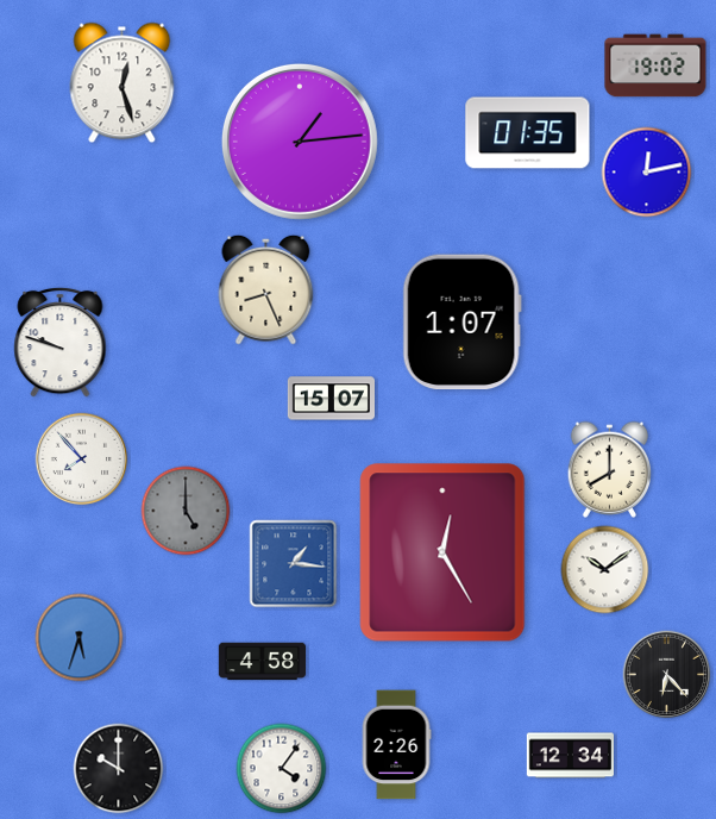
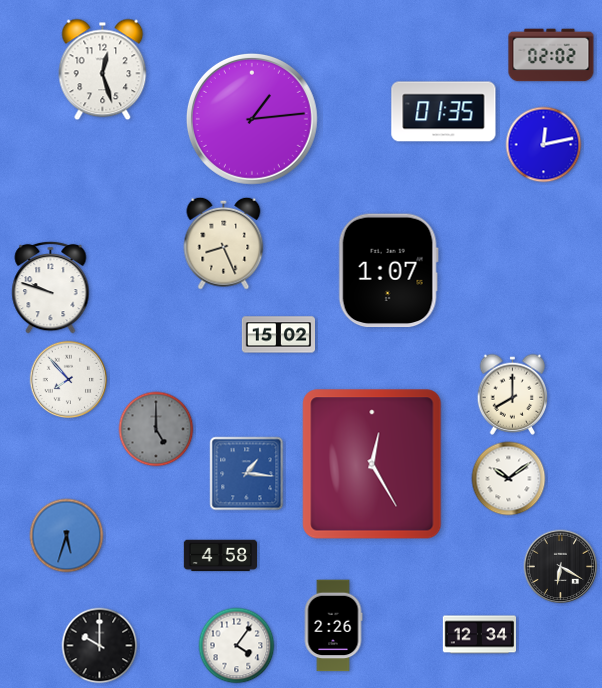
clock at (655, 65): 19:02 -> 02:02
clock at (331, 399): 15:07 -> 15:02
clock at (82, 459) position: (82, 459) -> (69, 380)
clock at (667, 675): 6:23 -> 6:20
